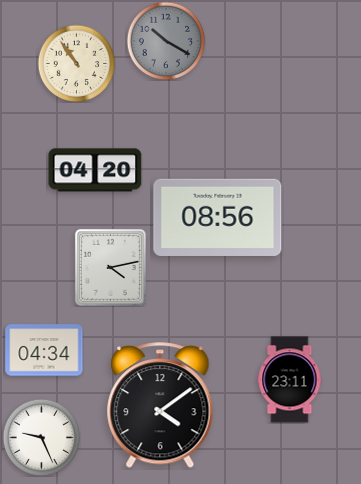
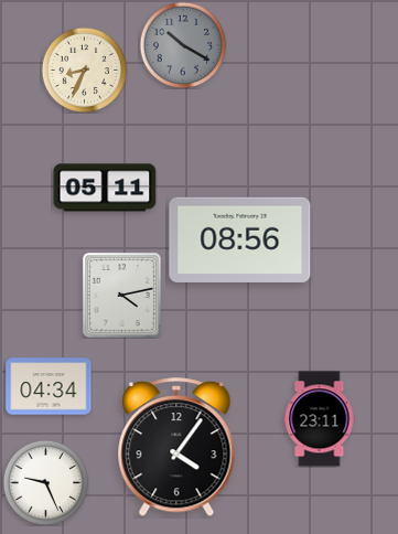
clock at (76, 63): 10:54 -> 8:34
clock at (95, 170): 04:20 -> 05:11
clock at (160, 406): 4:09 -> 4:06
